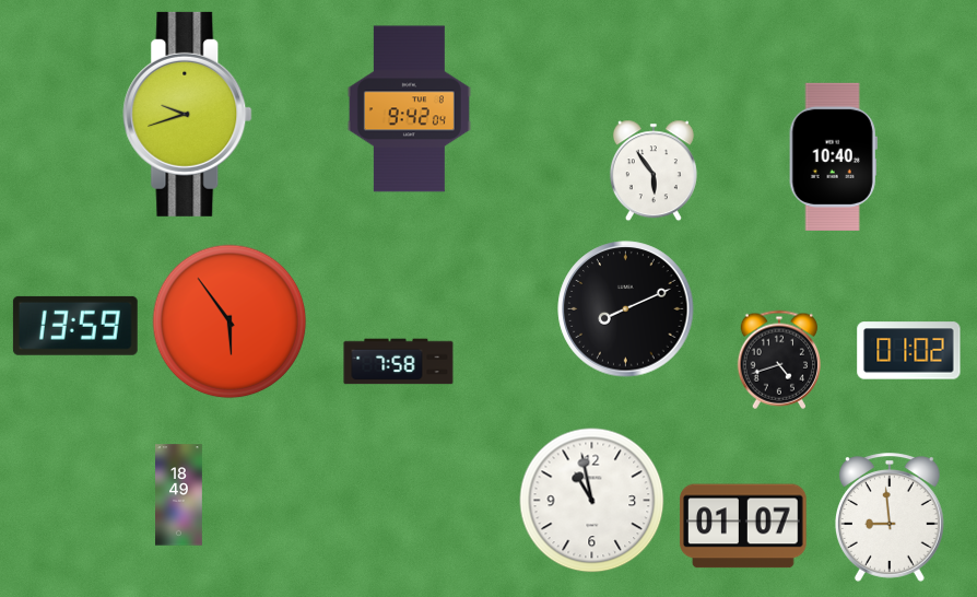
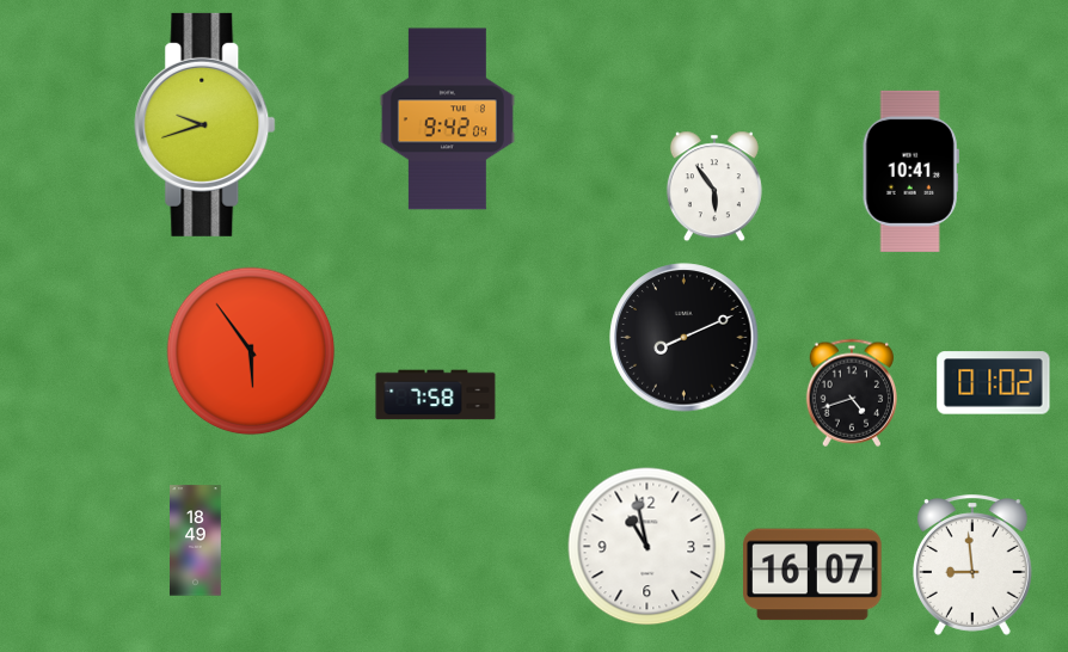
clock at (833, 156): 10:40 -> 10:41
clock at (75, 326): 13:59 -> none
clock at (743, 526): 01:07 -> 16:07
